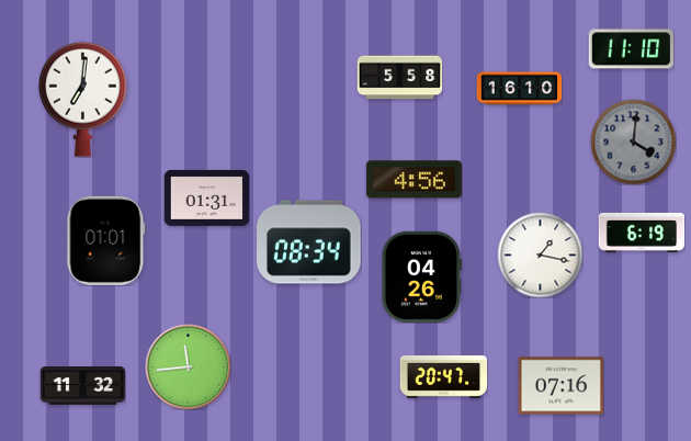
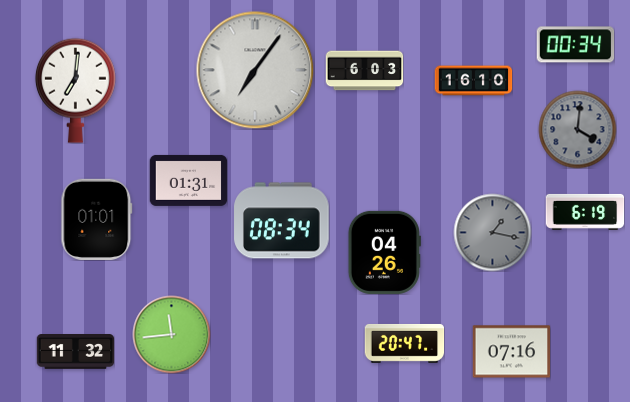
clock at (631, 49): 11:10 -> 00:34
clock at (255, 70): none -> 7:06
clock at (399, 78): 5:58 -> 6:03
clock at (414, 180): 4:56 -> none
clock at (540, 255) dial: white -> grey
